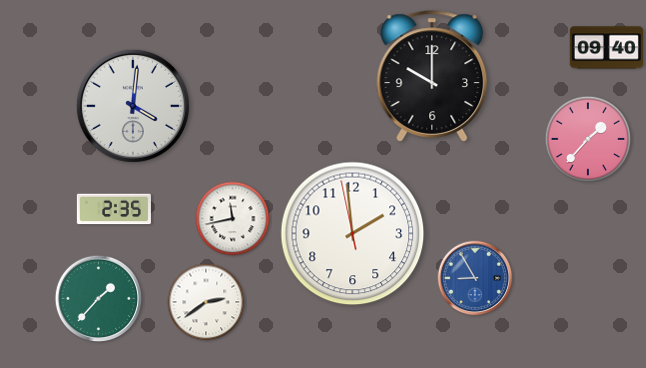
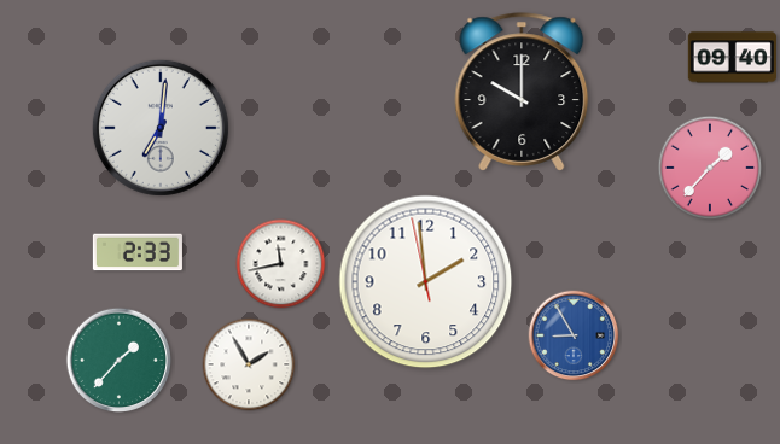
clock at (133, 106): 4:01 -> 7:01
clock at (114, 209): 2:35 -> 2:33
clock at (206, 302): 2:39 -> 1:55
